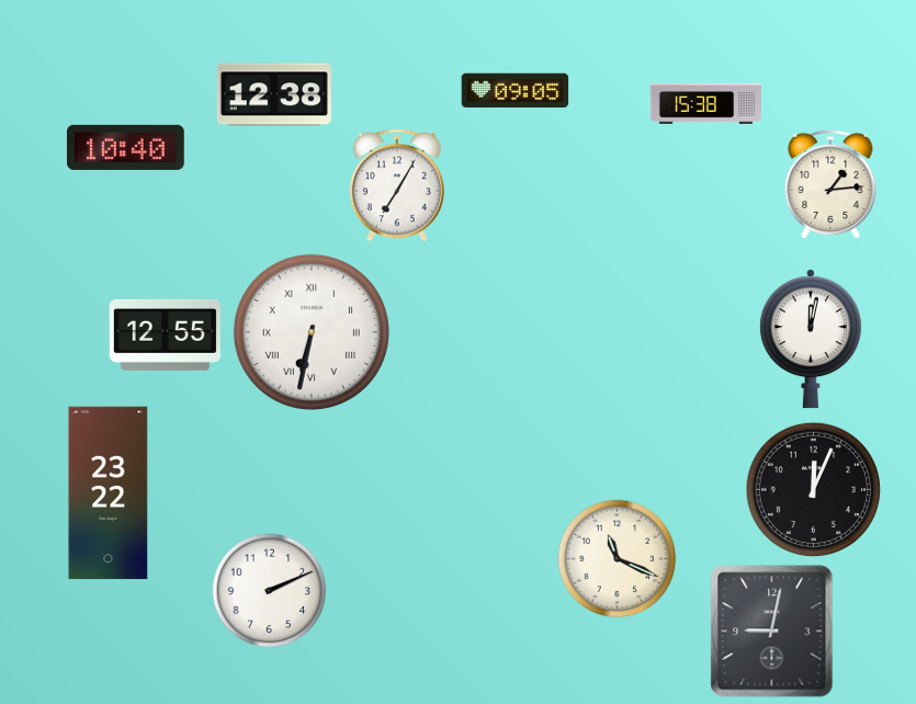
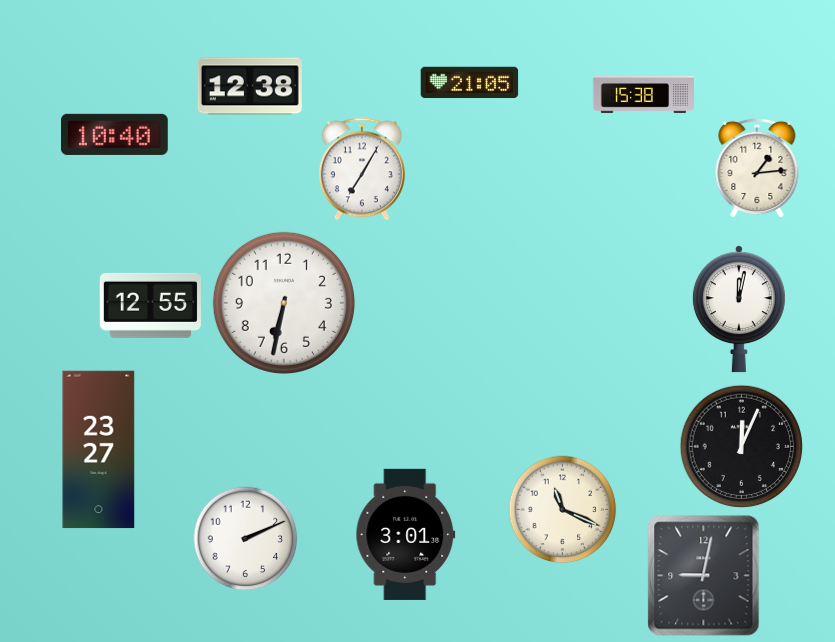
clock at (516, 91): 09:05 -> 21:05
clock at (312, 332) numerals: Roman -> Arabic
clock at (109, 493): 23:22 -> 23:27
clock at (406, 534): none -> 3:01
